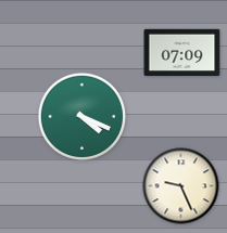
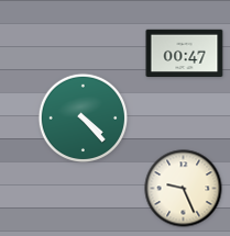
clock at (182, 53): 07:09 -> 00:47
clock at (83, 117): 4:19 -> 4:23
